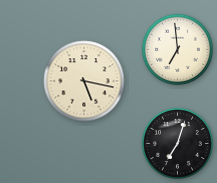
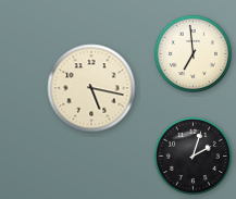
clock at (177, 143): 7:03 -> 2:03
